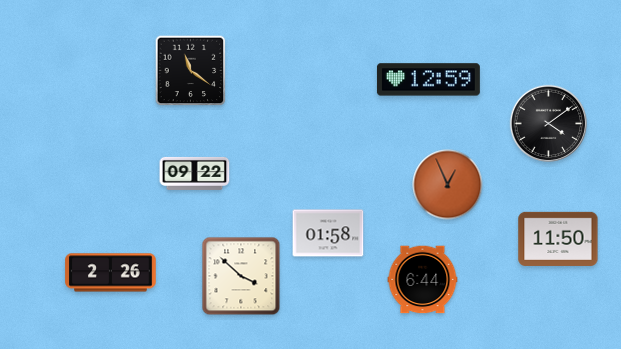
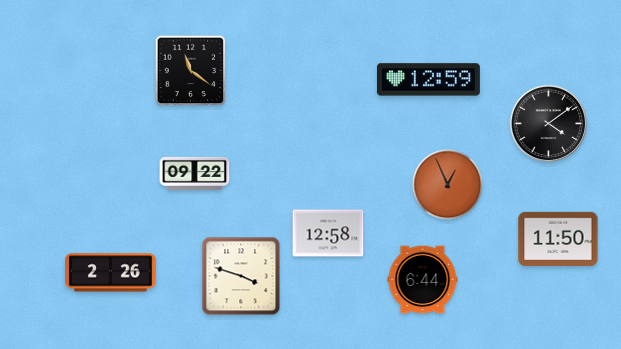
clock at (328, 233): 01:58 -> 12:58
clock at (241, 276): 3:52 -> 3:48
